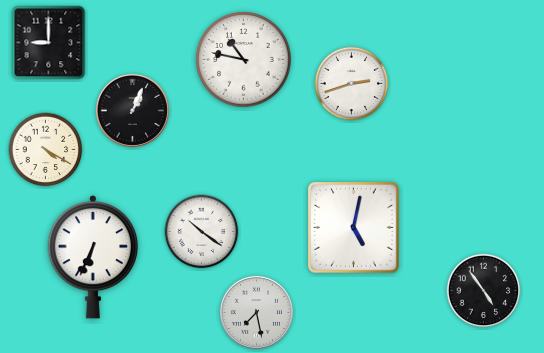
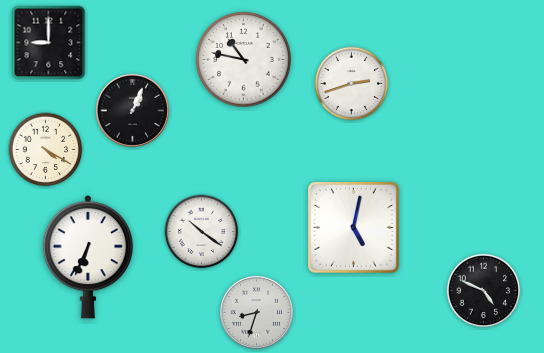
clock at (93, 257) position: (93, 257) -> (88, 257)
clock at (484, 291): 4:54 -> 4:49
clock at (256, 312): 7:28 -> 8:33
